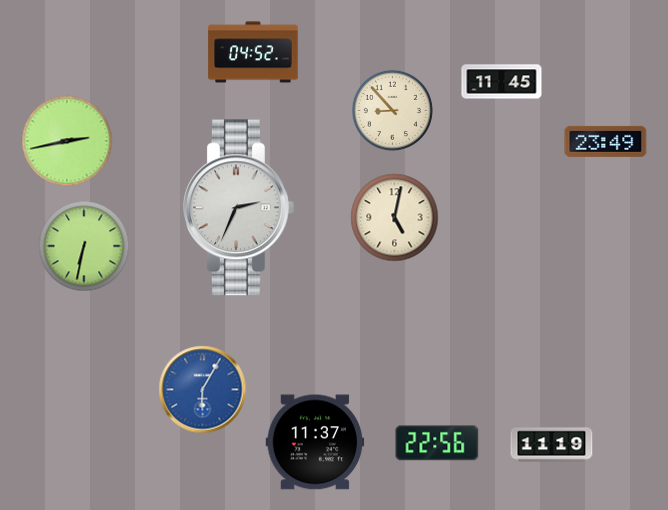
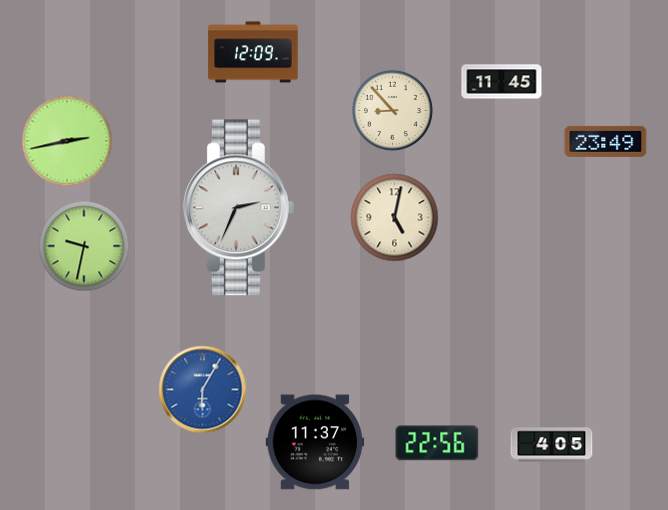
clock at (253, 52): 04:52 -> 12:09
clock at (84, 246): 6:32 -> 9:32
clock at (552, 445): 11:19 -> 4:05
